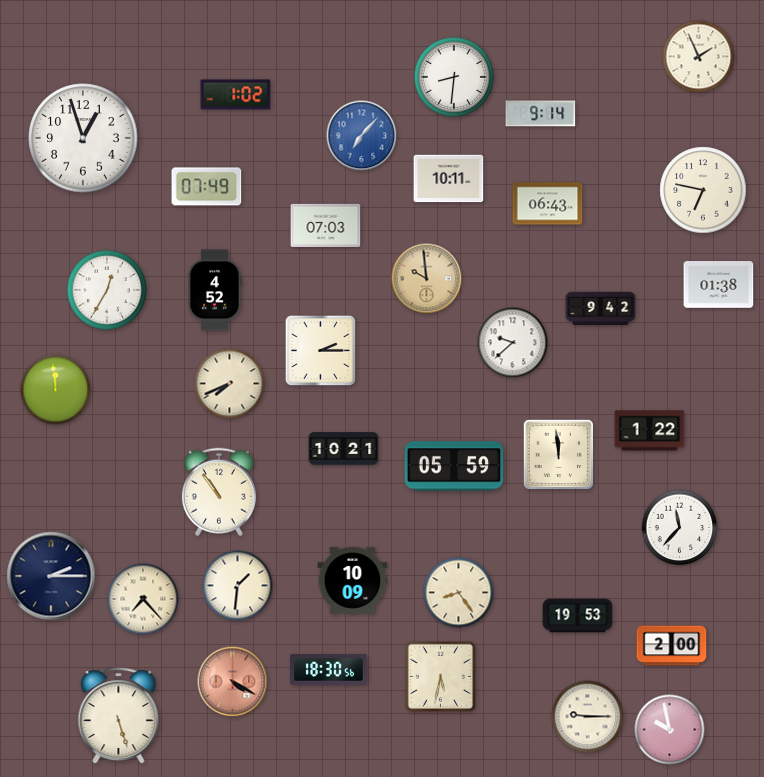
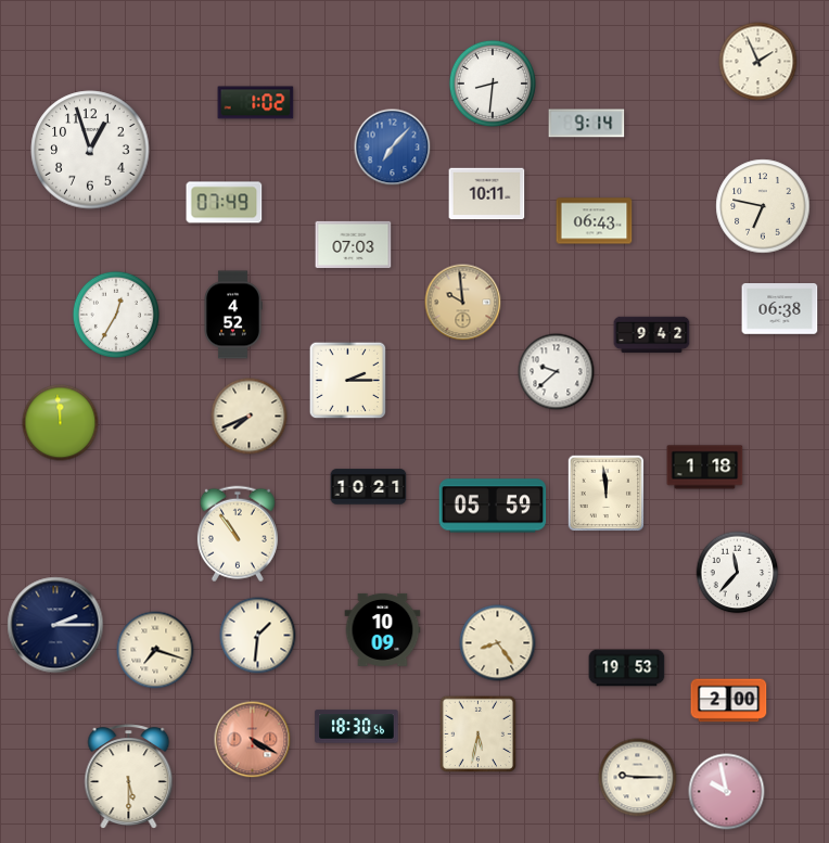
clock at (719, 285): 01:38 -> 06:38
clock at (650, 431): 1:22 -> 1:18
clock at (344, 449) position: (344, 449) -> (369, 487)
clock at (143, 599): 7:23 -> 7:18
clock at (119, 716): 5:27 -> 5:30
